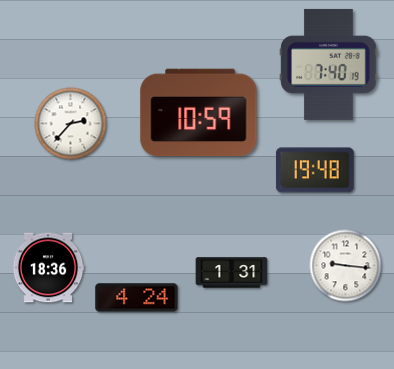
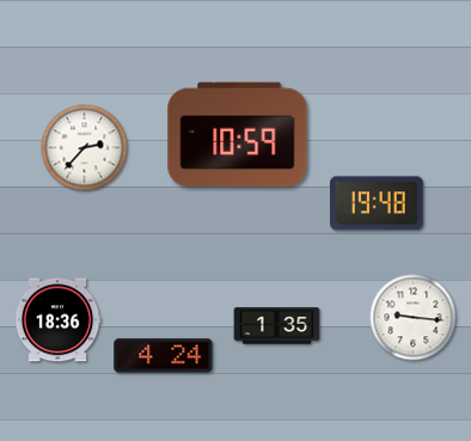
clock at (329, 64): 7:40 -> none
clock at (232, 273): 1:31 -> 1:35
